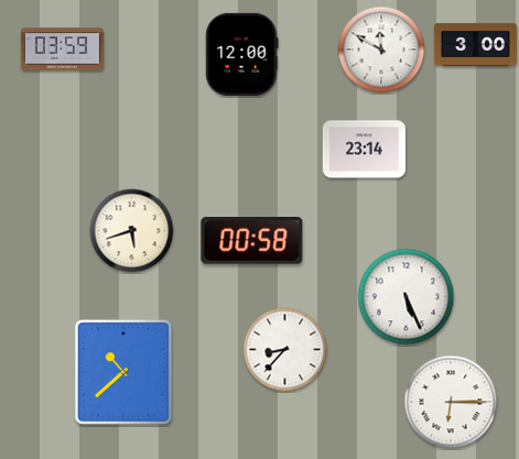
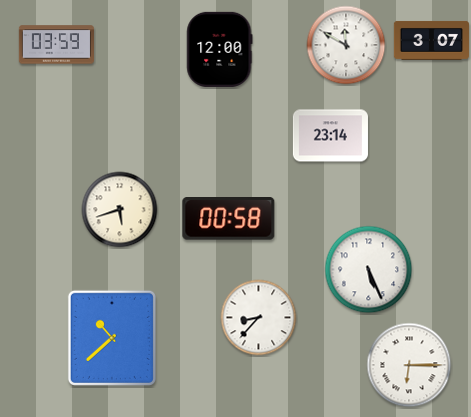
clock at (475, 44): 3:00 -> 3:07
